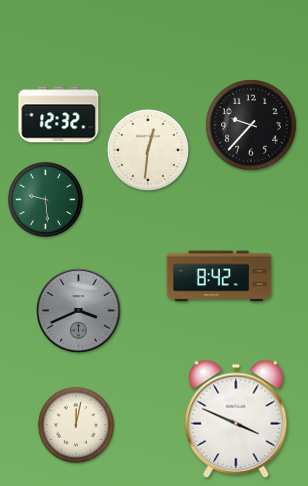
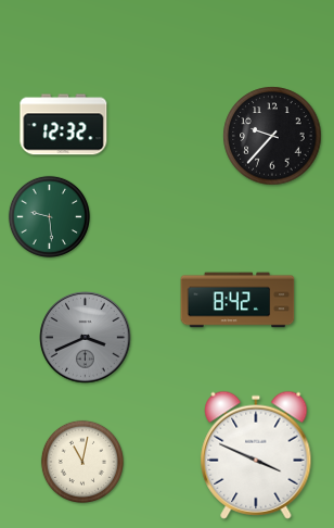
clock at (148, 150): 12:31 -> none
clock at (76, 425): 12:02 -> 11:02
